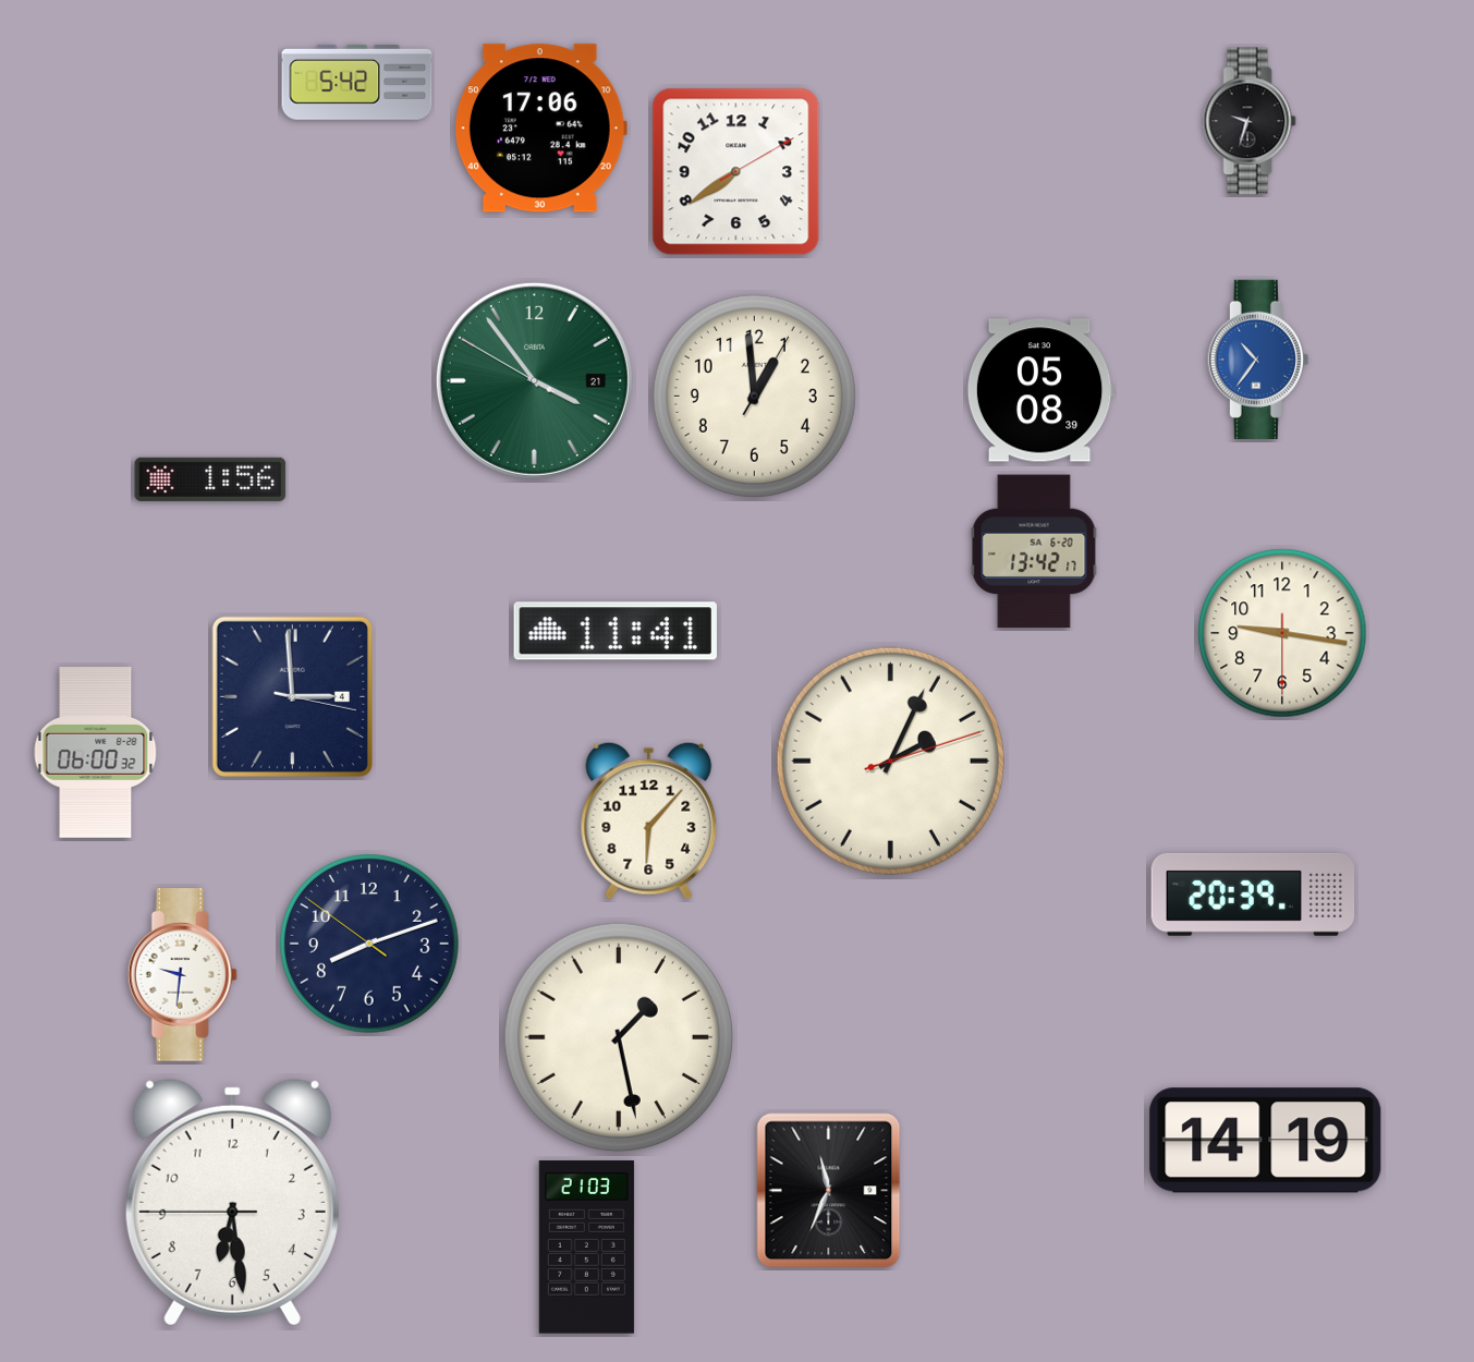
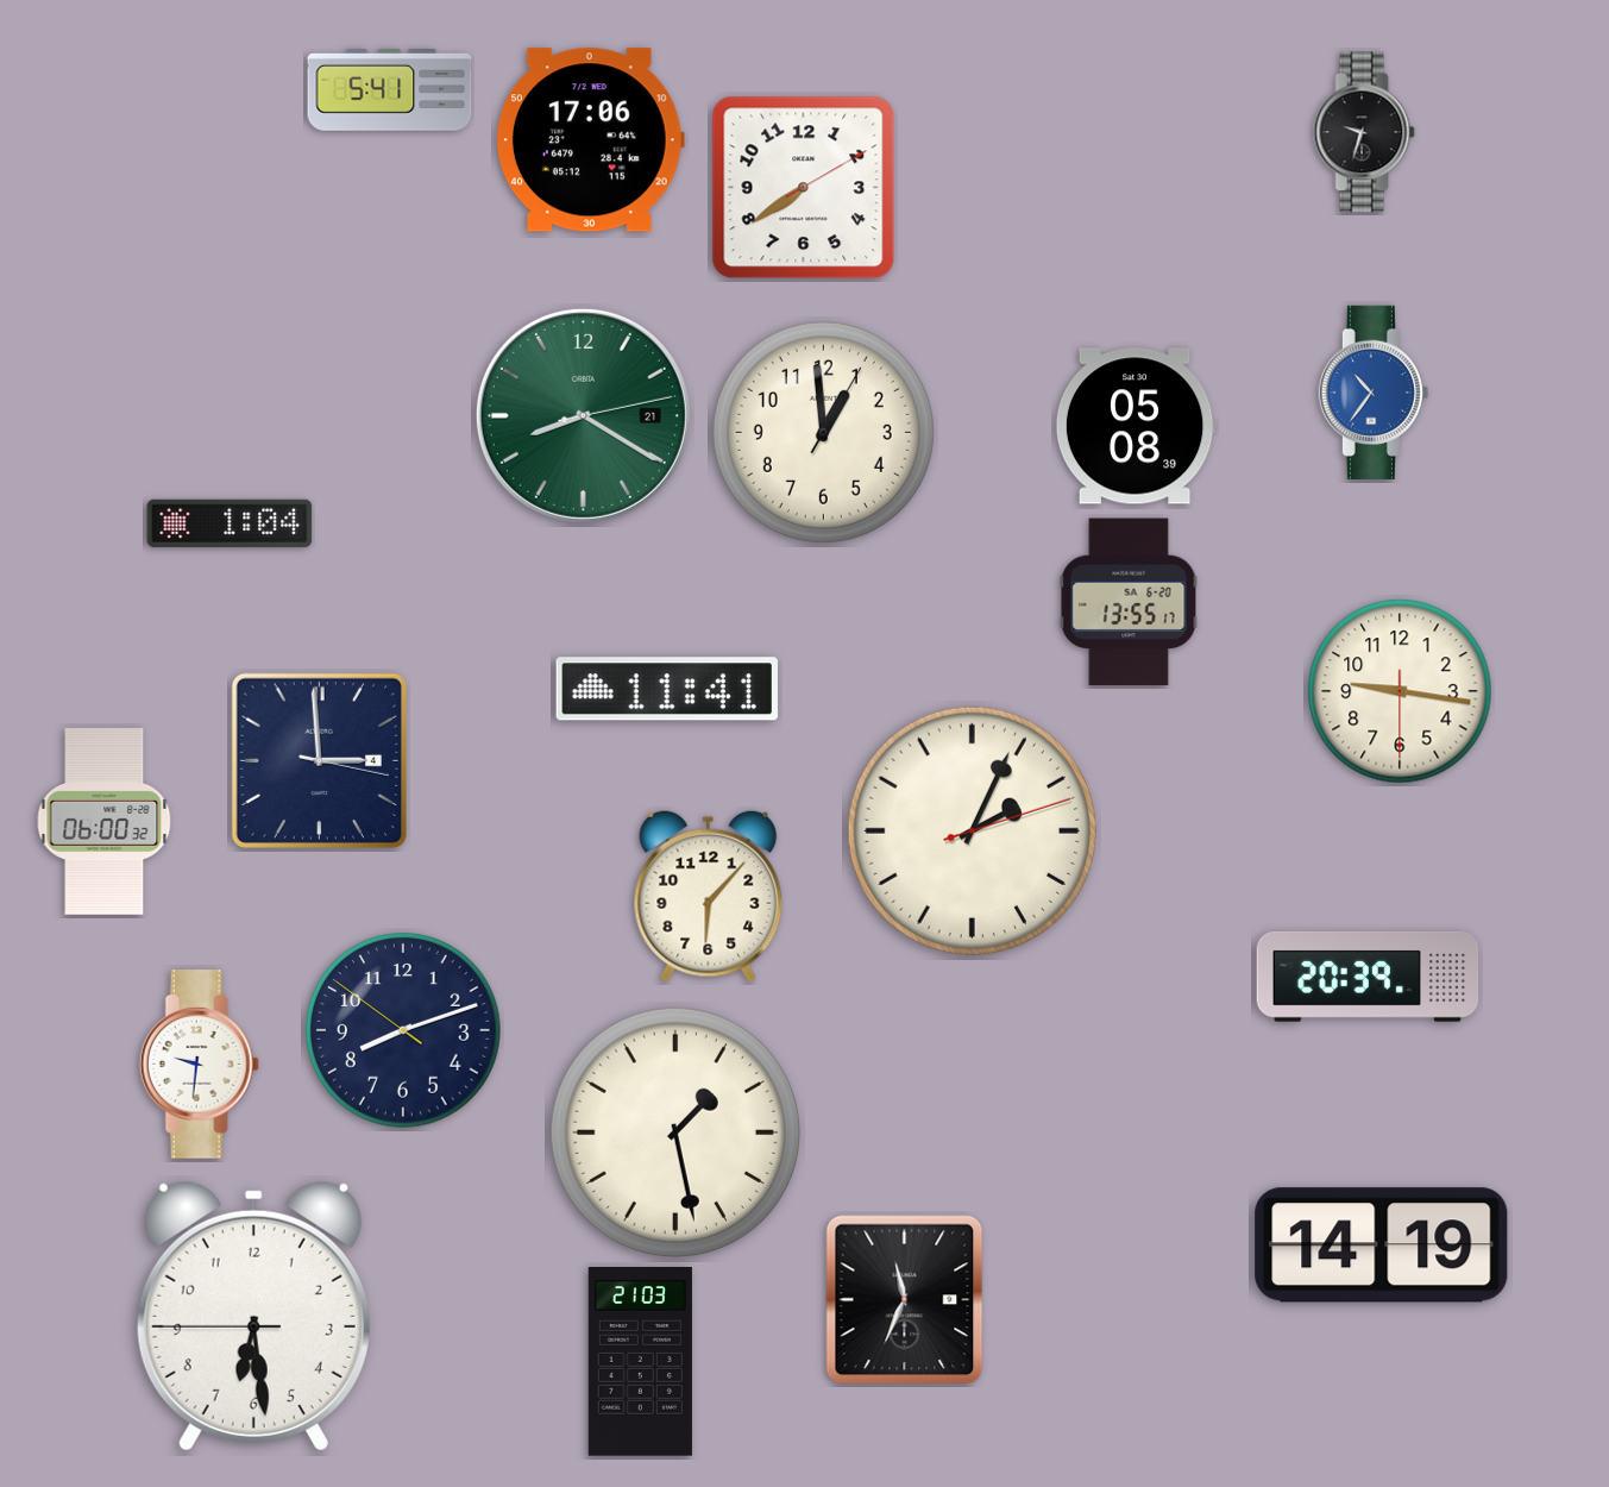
clock at (357, 82): 5:42 -> 5:41
clock at (534, 380): 3:53 -> 8:20
clock at (210, 479): 1:56 -> 1:04
clock at (1034, 551): 13:42 -> 13:55
clock at (616, 631) position: (616, 631) -> (667, 689)
clock at (232, 1202) position: (232, 1202) -> (253, 1316)
